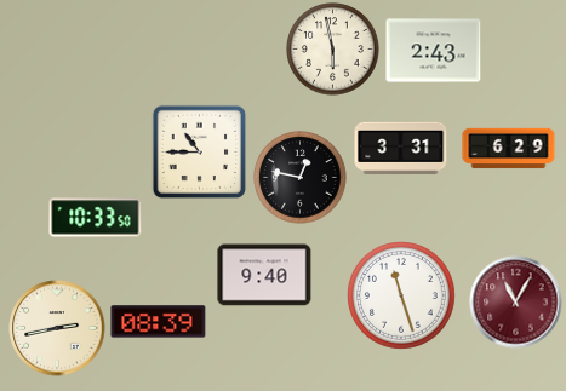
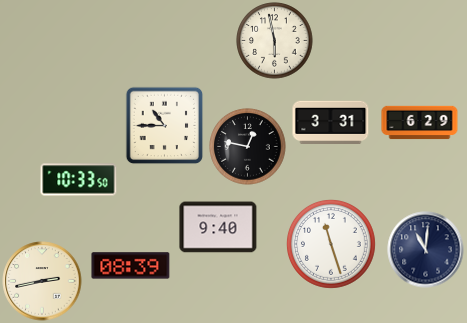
clock at (434, 51): 2:43 -> none
clock at (516, 303): 11:05 -> 11:01
clock at (516, 303) dial: burgundy -> navy
clock at (57, 328) position: (57, 328) -> (42, 281)
